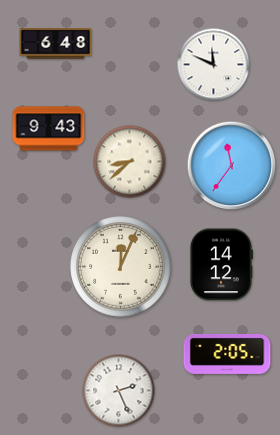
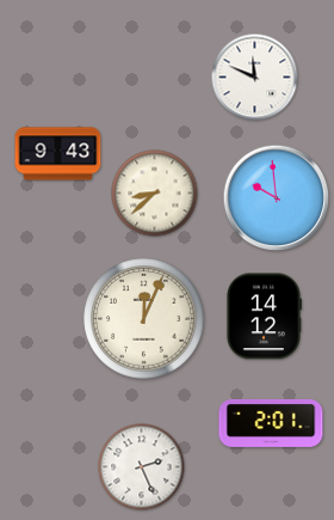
clock at (56, 44): 6:48 -> none
clock at (232, 166): 11:36 -> 9:59
clock at (227, 354): 2:05 -> 2:01
